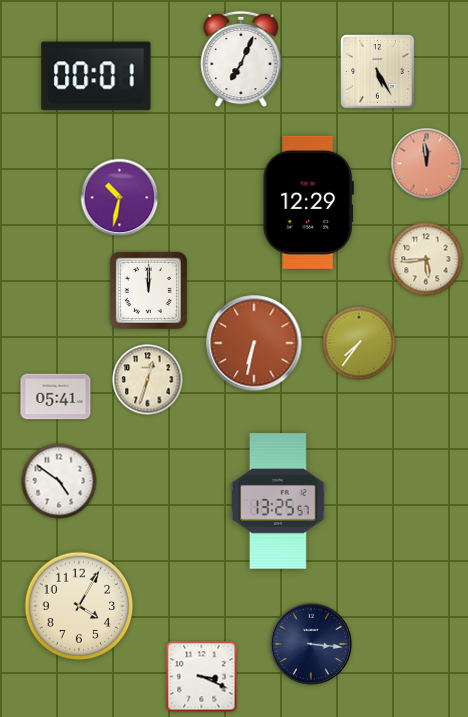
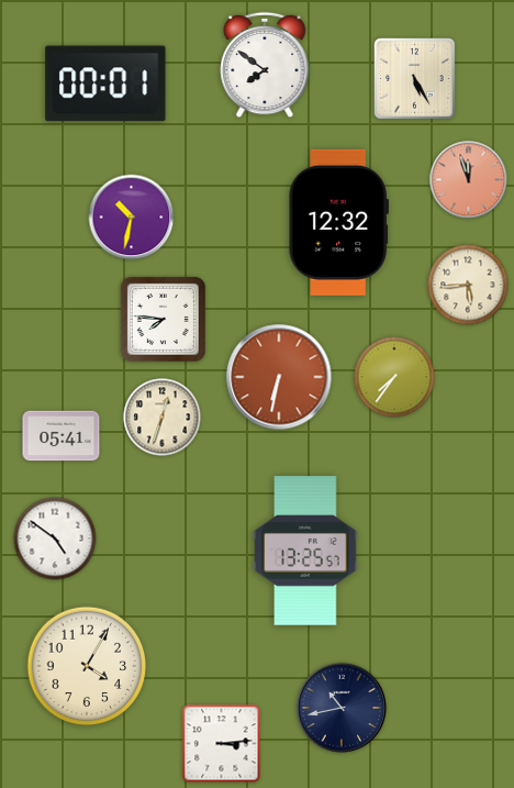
clock at (241, 59): 7:04 -> 7:51
clock at (427, 164): 11:59 -> 11:57
clock at (308, 202): 12:29 -> 12:32
clock at (148, 290): 12:00 -> 7:46
clock at (59, 481) position: (59, 481) -> (55, 539)
clock at (311, 644): 3:16 -> 10:43
clock at (202, 677): 3:19 -> 3:14
